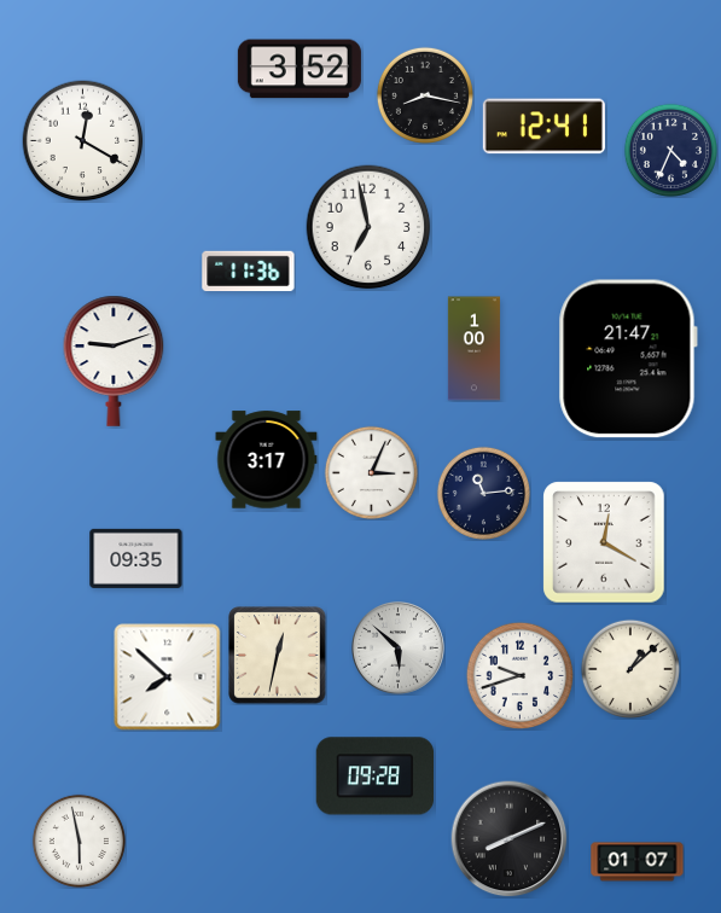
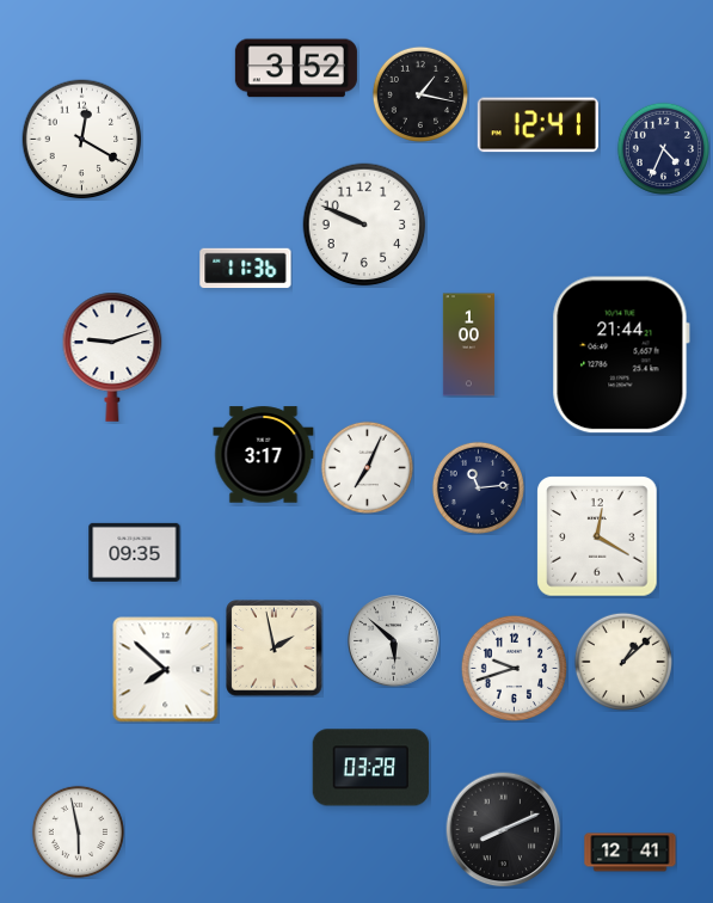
clock at (425, 95): 8:17 -> 1:17
clock at (368, 227): 6:58 -> 9:49
clock at (628, 359): 21:47 -> 21:44
clock at (371, 472): 3:04 -> 7:04
clock at (278, 656): 12:32 -> 1:58
clock at (376, 777): 09:28 -> 03:28
clock at (638, 862): 01:07 -> 12:41
